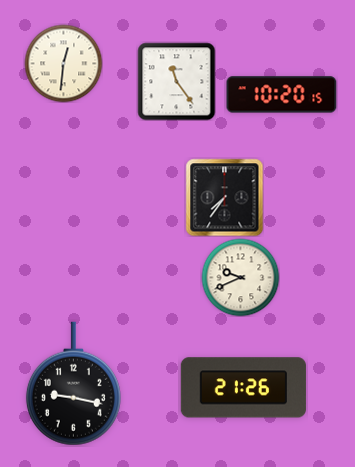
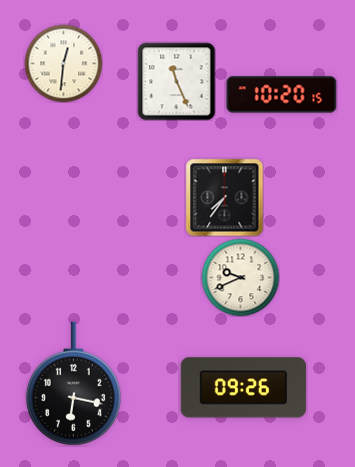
clock at (176, 81): 11:24 -> 11:26
clock at (73, 384): 9:17 -> 6:17
clock at (243, 388): 21:26 -> 09:26
